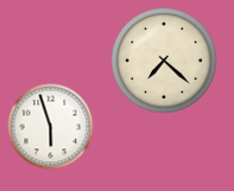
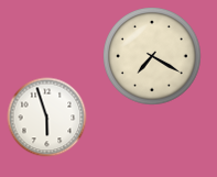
clock at (164, 61): 7:22 -> 7:20
